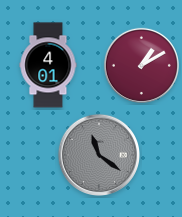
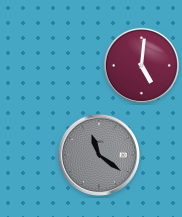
clock at (48, 65): 4:01 -> none
clock at (141, 65): 1:10 -> 5:01
